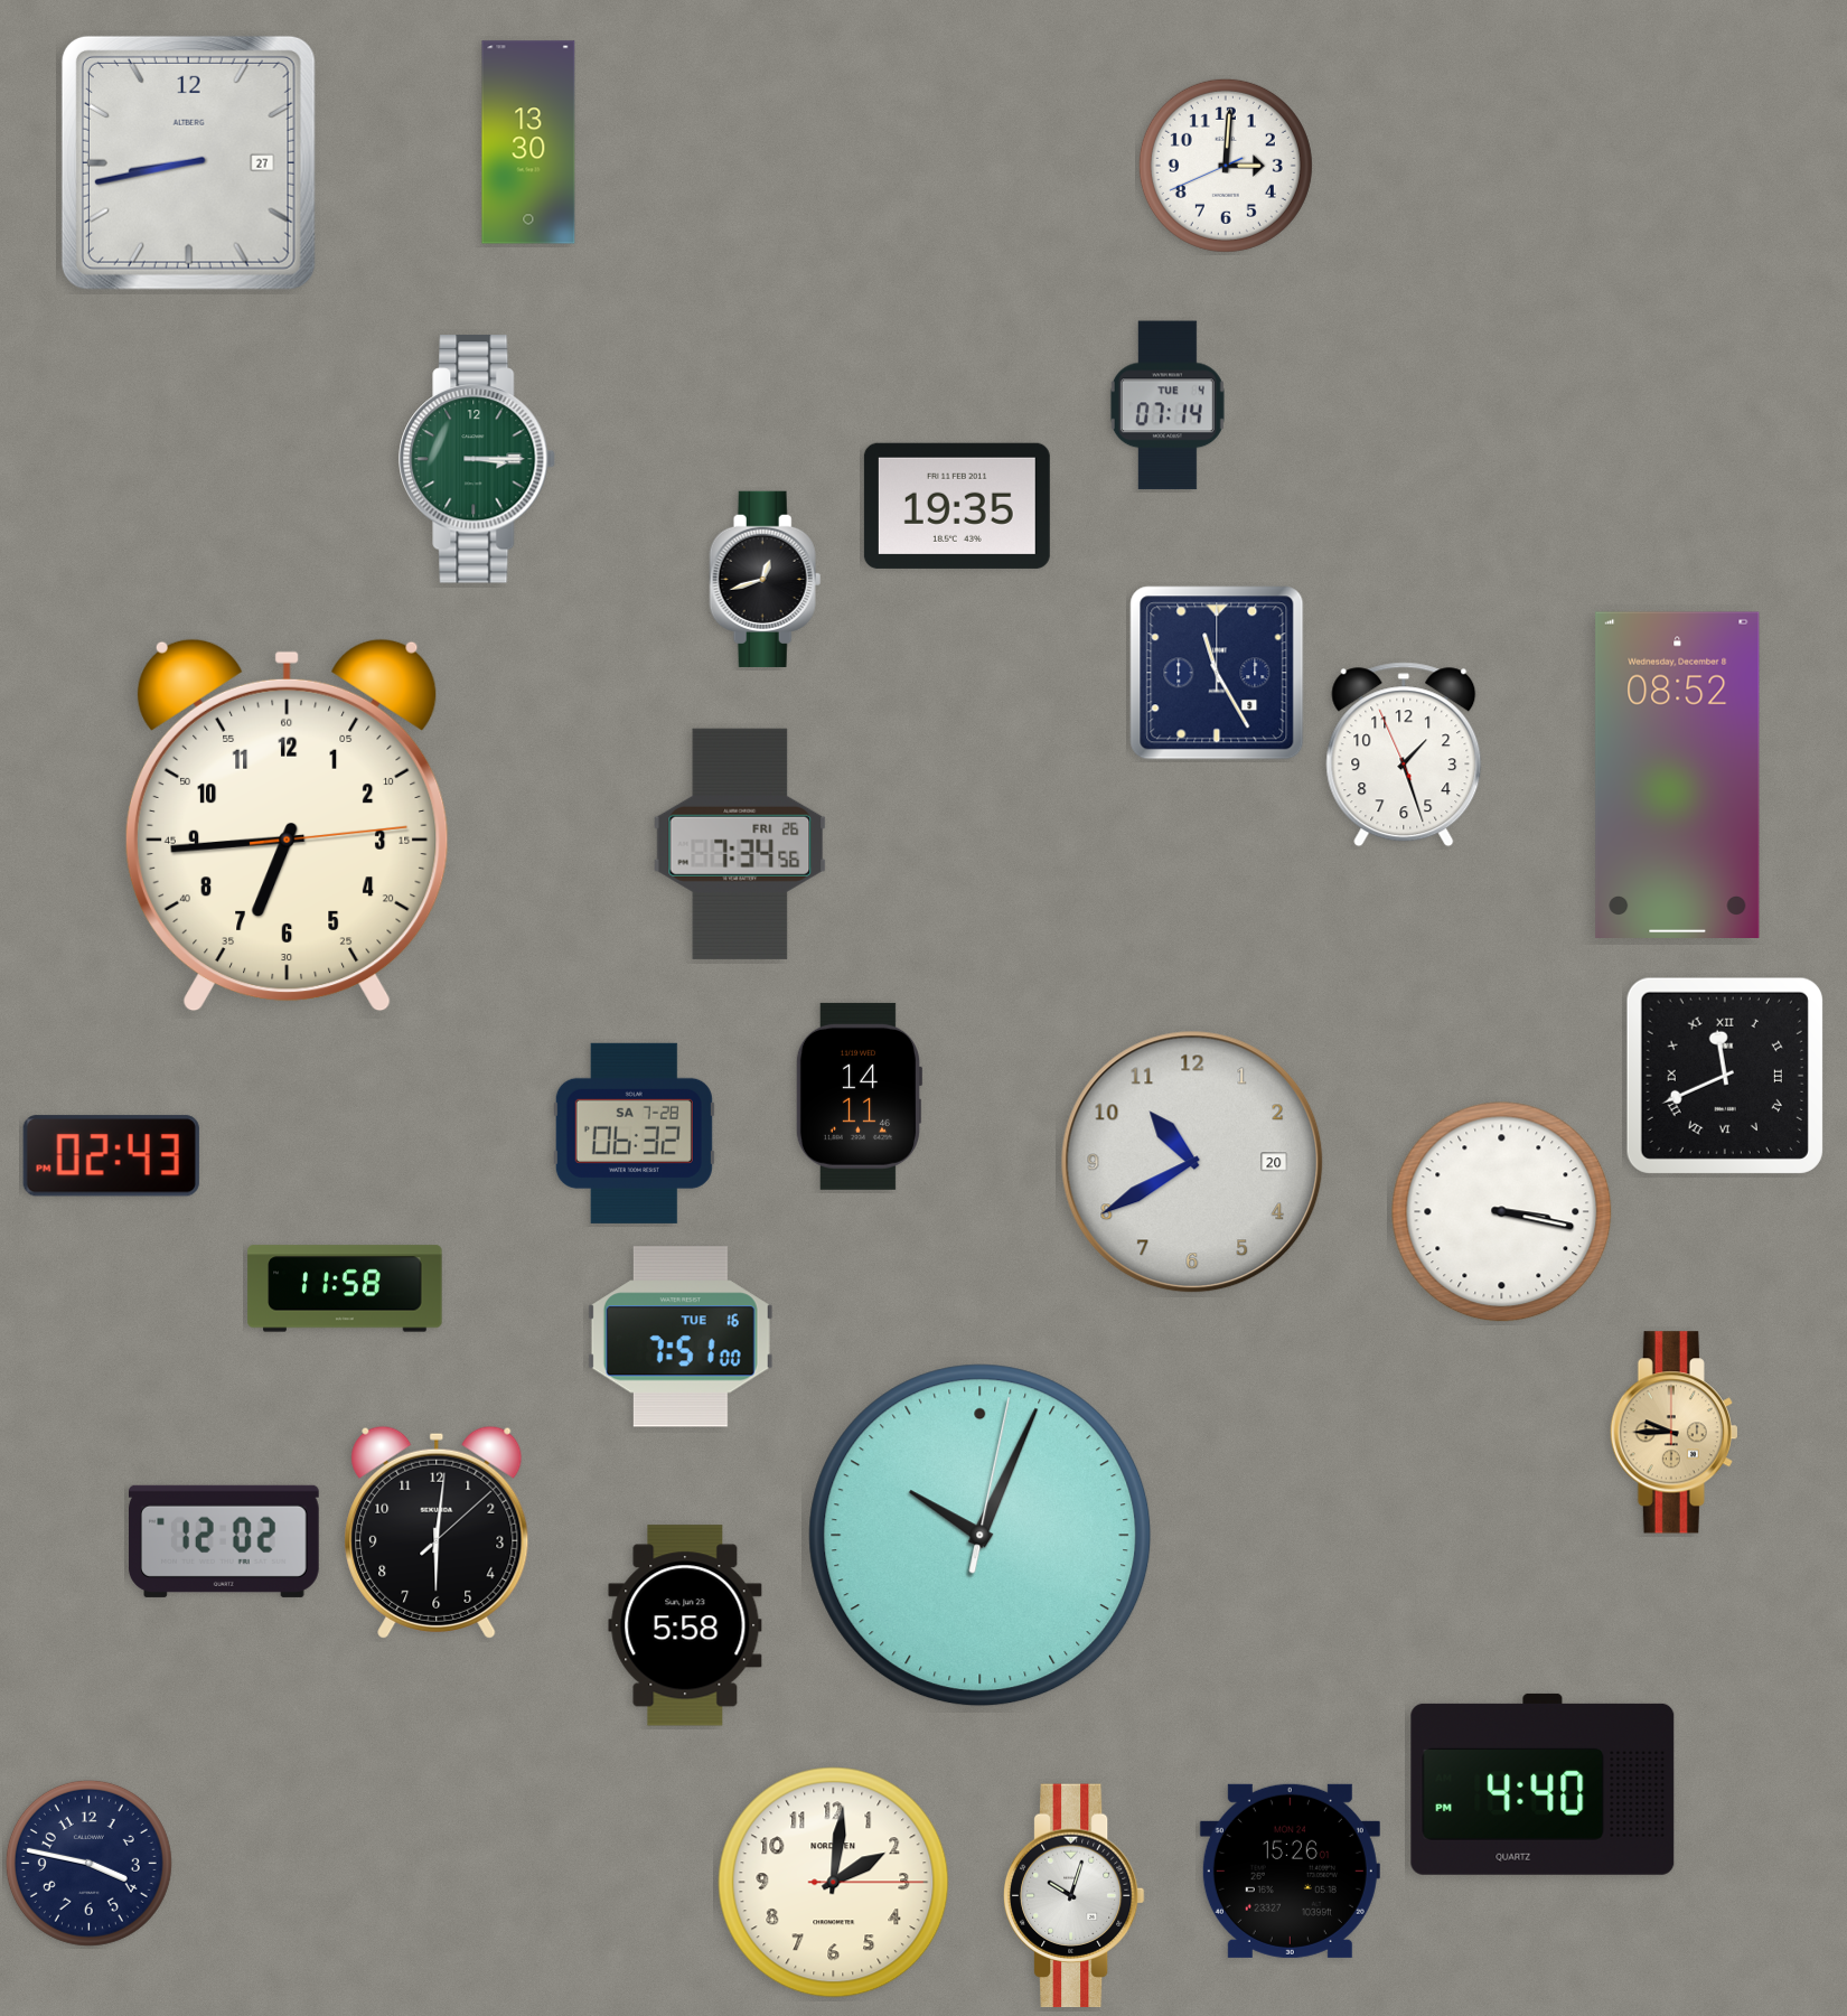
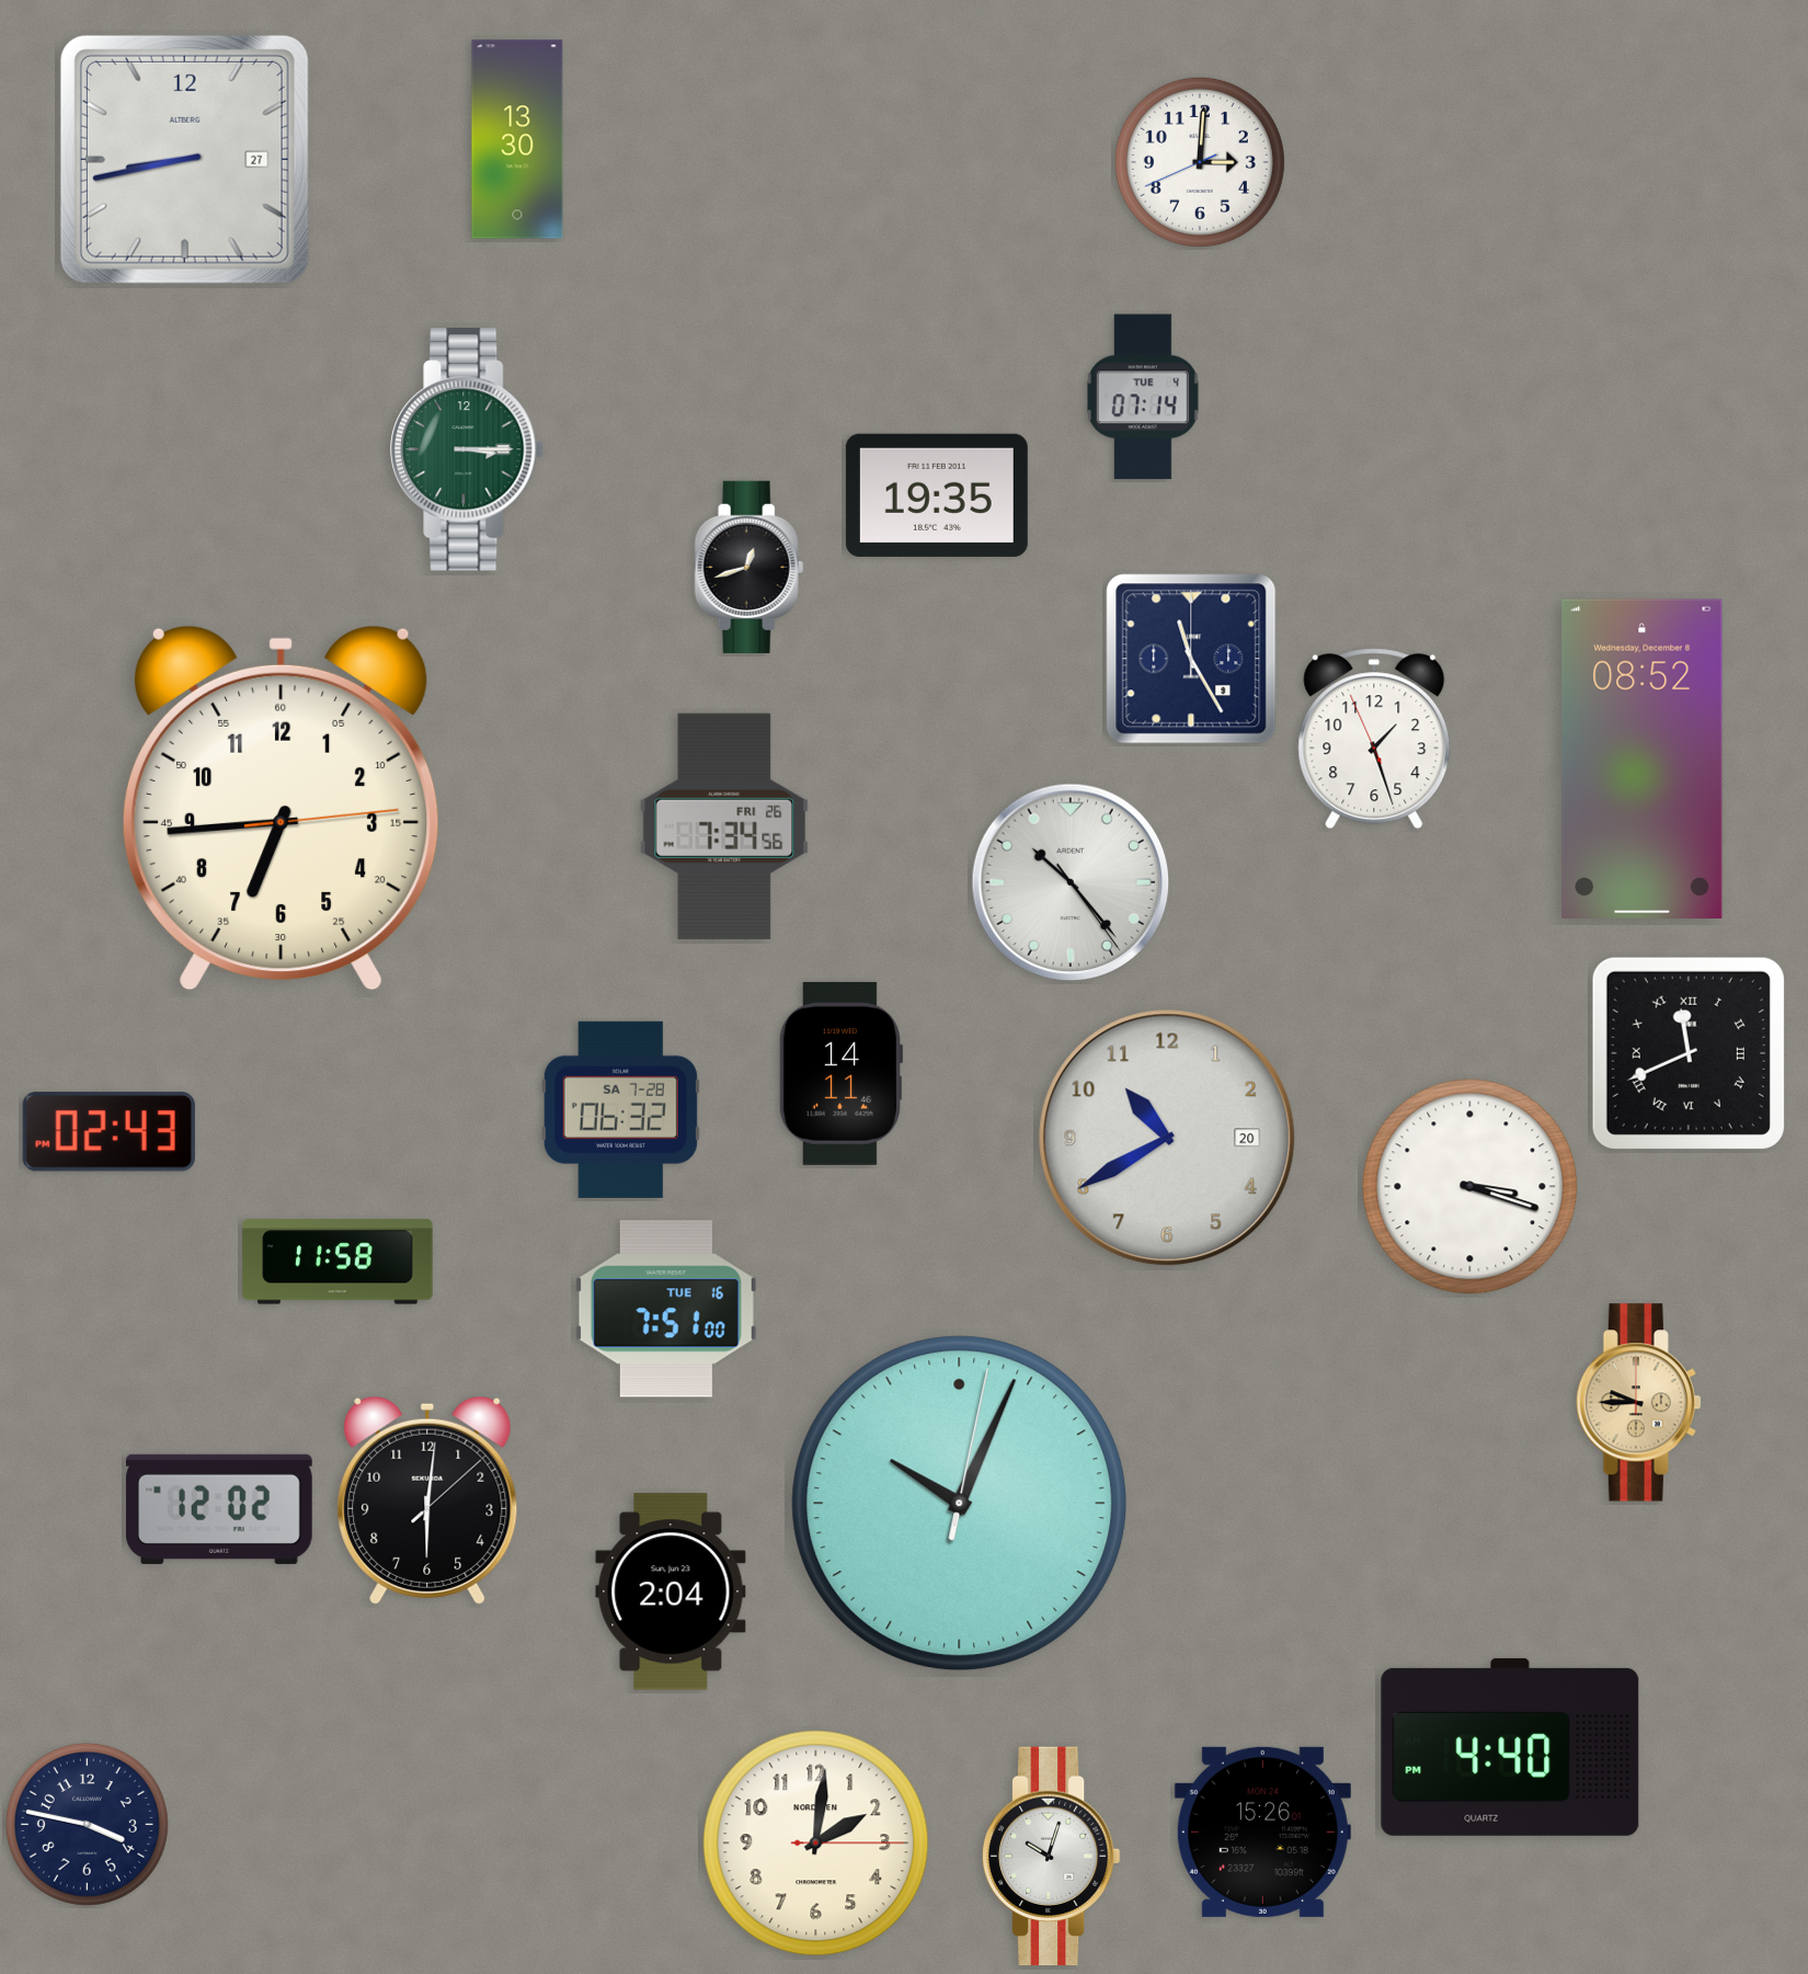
clock at (1071, 882): none -> 10:23
clock at (1502, 1212): 3:17 -> 3:18
clock at (685, 1625): 5:58 -> 2:04
